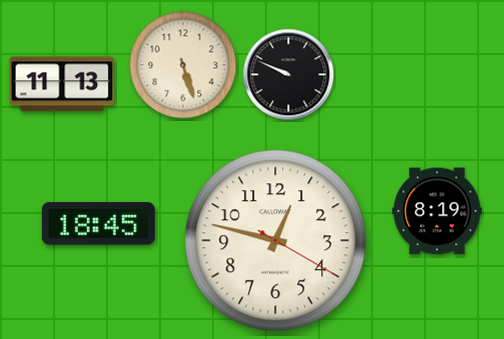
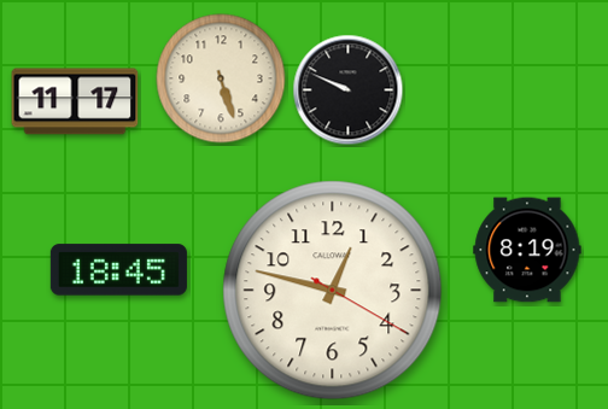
clock at (62, 84): 11:13 -> 11:17
clock at (437, 211) position: (437, 211) -> (527, 250)
